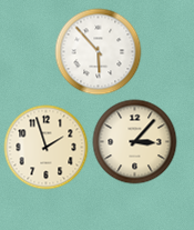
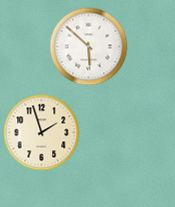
clock at (99, 52): 5:53 -> 5:52
clock at (135, 142): 3:07 -> none
